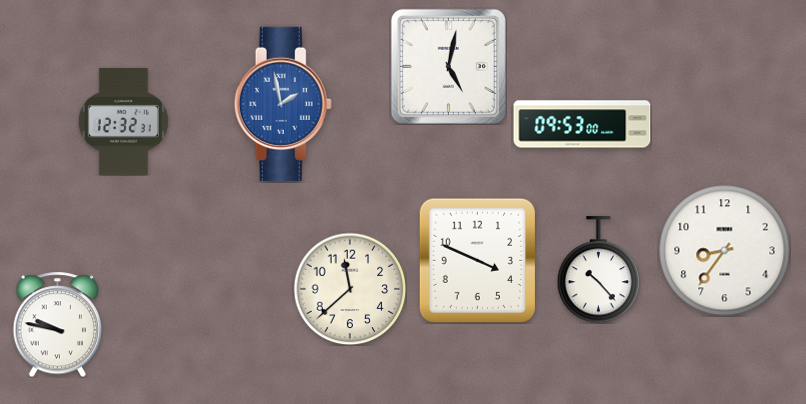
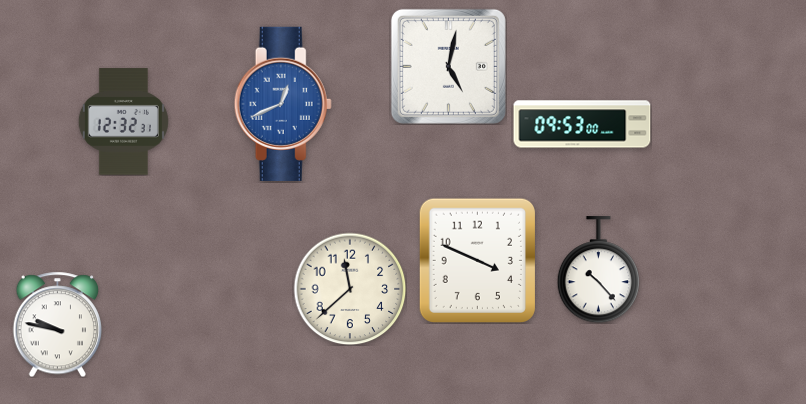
clock at (283, 104): 1:58 -> 12:41
clock at (725, 251): 8:36 -> none
